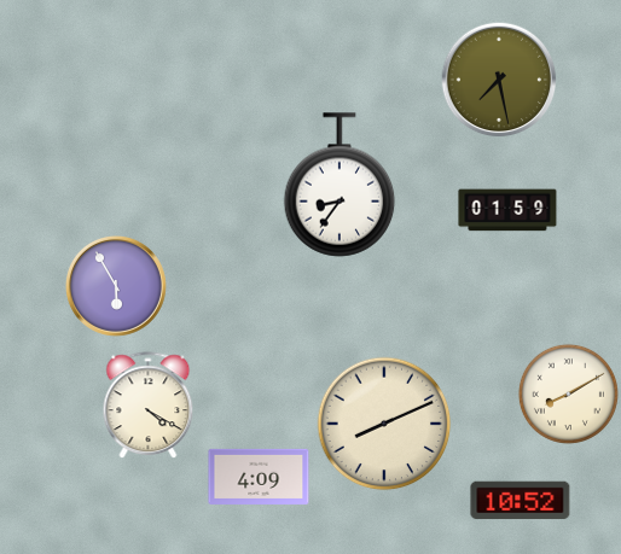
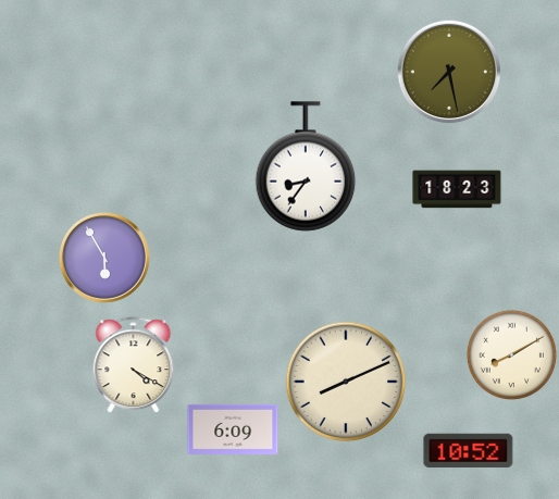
clock at (507, 210): 01:59 -> 18:23
clock at (259, 477): 4:09 -> 6:09
